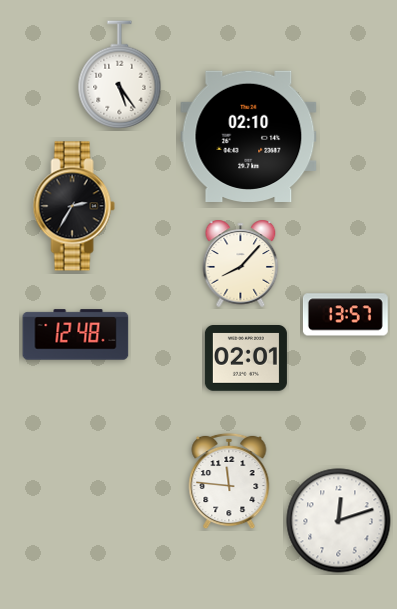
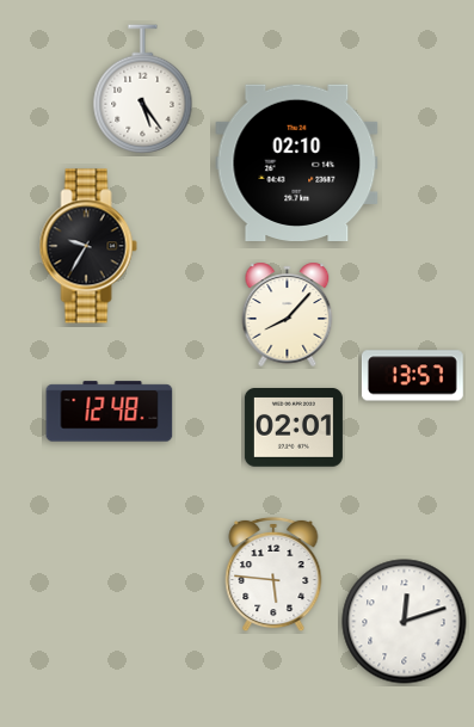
clock at (74, 206): 2:35 -> 9:35
clock at (76, 335) position: (76, 335) -> (110, 412)
clock at (229, 481): 11:46 -> 5:46
